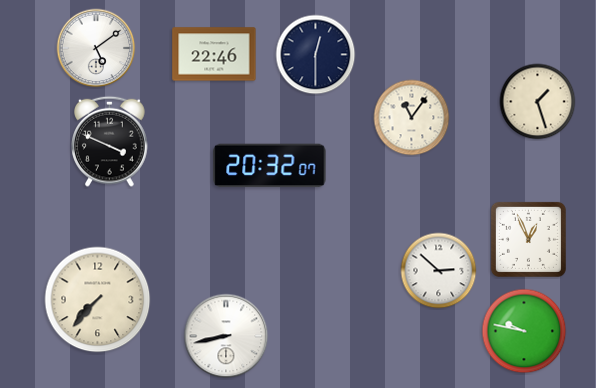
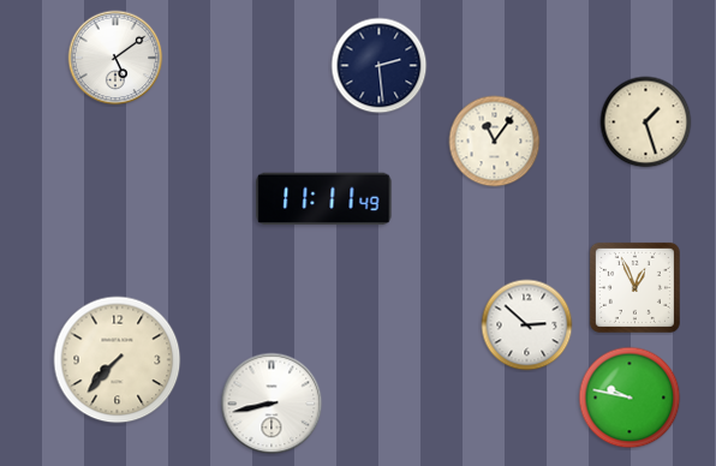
clock at (214, 54): 22:46 -> none
clock at (316, 55): 12:30 -> 2:29
clock at (110, 141): 3:49 -> none
clock at (270, 166): 20:32 -> 11:11
